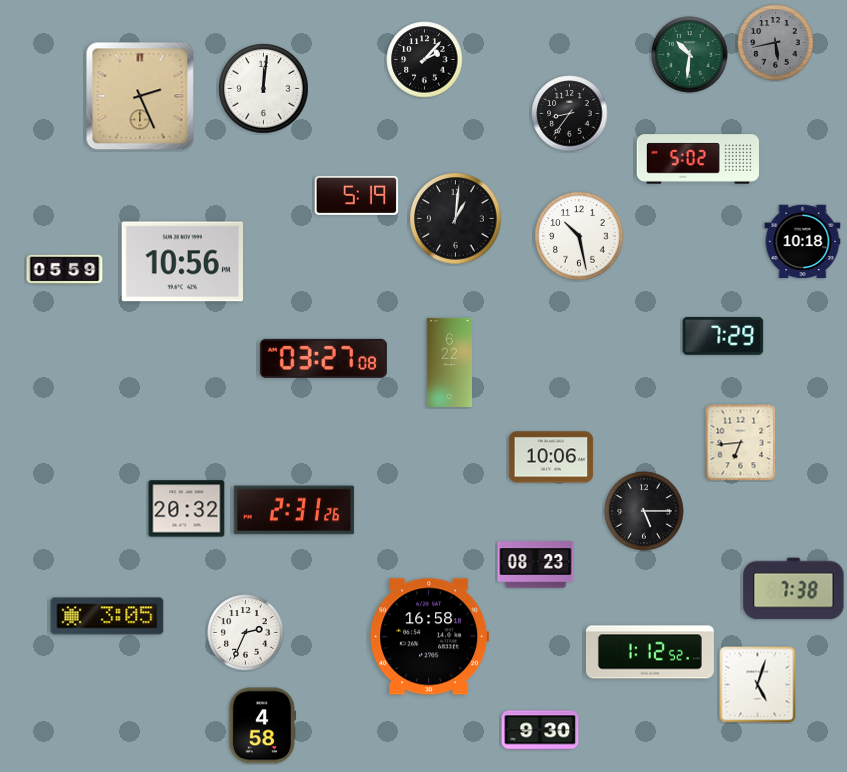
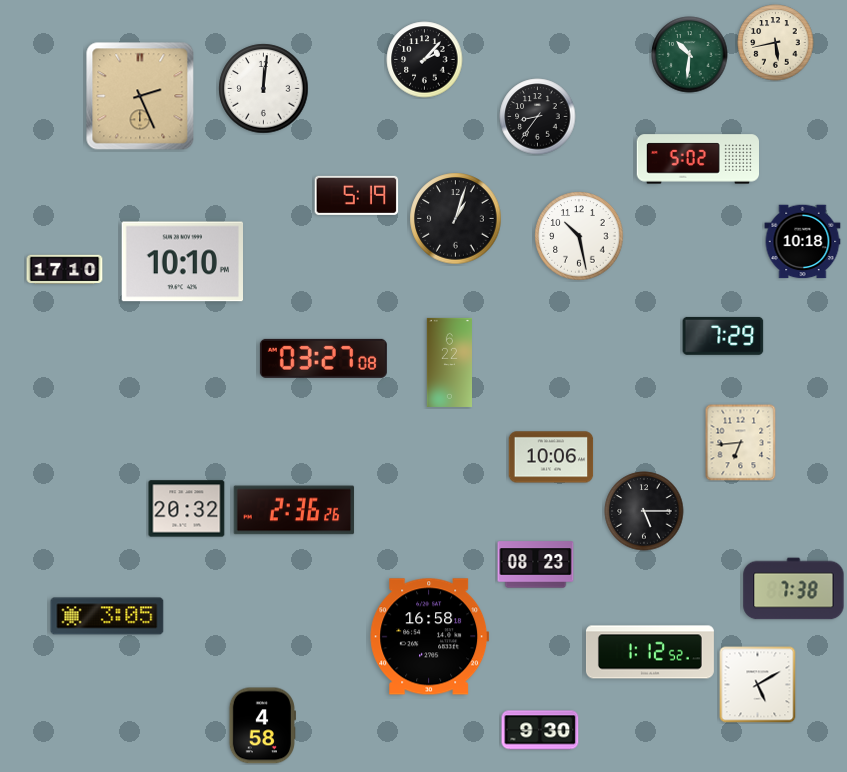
clock at (776, 43) dial: grey -> cream
clock at (570, 114) position: (570, 114) -> (538, 117)
clock at (456, 219): 1:01 -> 1:03
clock at (182, 262): 10:56 -> 10:10
clock at (65, 270): 05:59 -> 17:10
clock at (294, 510): 2:31 -> 2:36
clock at (246, 633): 2:34 -> none
clock at (758, 685): 5:03 -> 5:10
